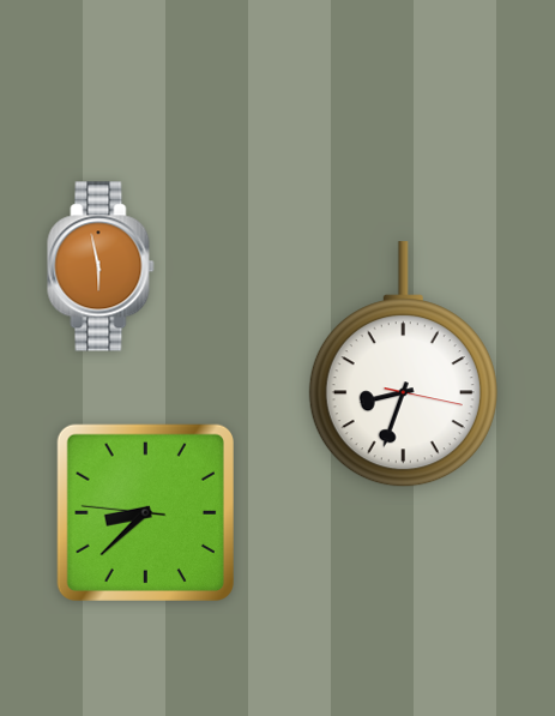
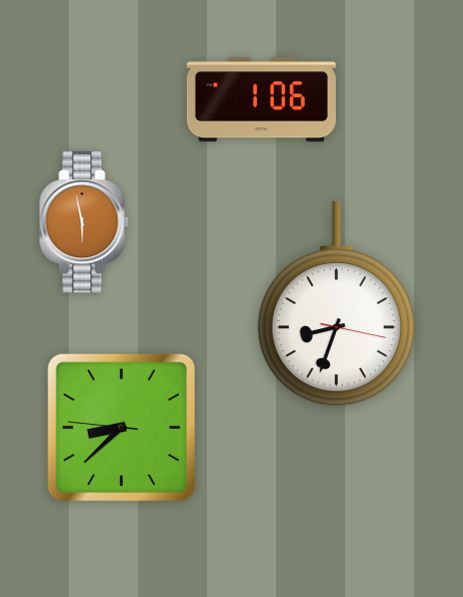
clock at (261, 100): none -> 1:06
